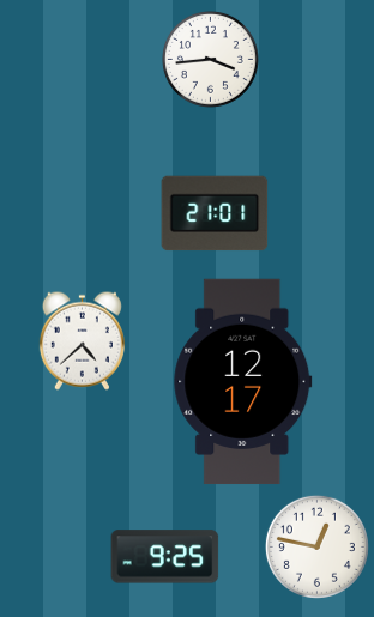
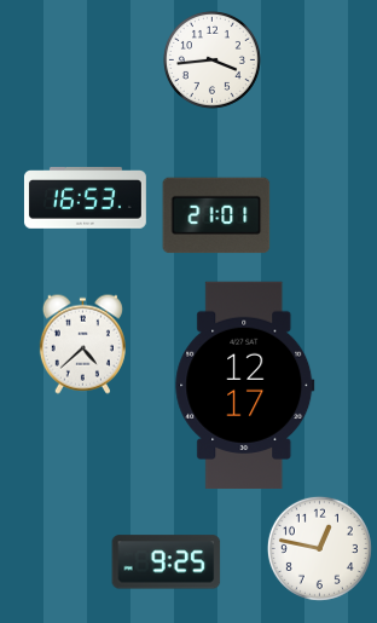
clock at (85, 198): none -> 16:53
clock at (316, 546) position: (316, 546) -> (319, 548)
